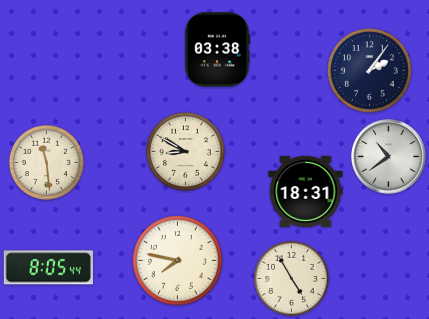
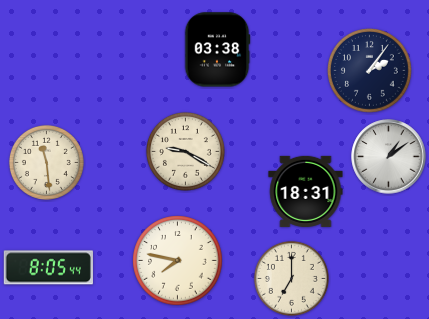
clock at (185, 151): 8:50 -> 9:20
clock at (389, 157): 10:39 -> 1:09
clock at (291, 278): 4:55 -> 7:00
